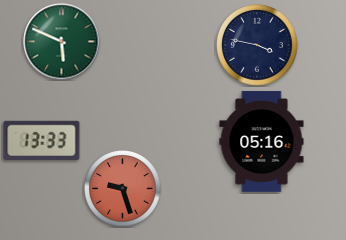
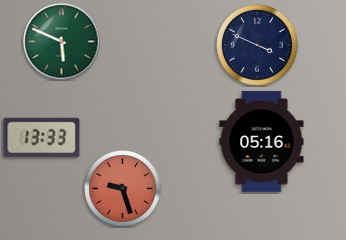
clock at (258, 46): 3:47 -> 3:49
clock at (42, 140) position: (42, 140) -> (42, 137)
